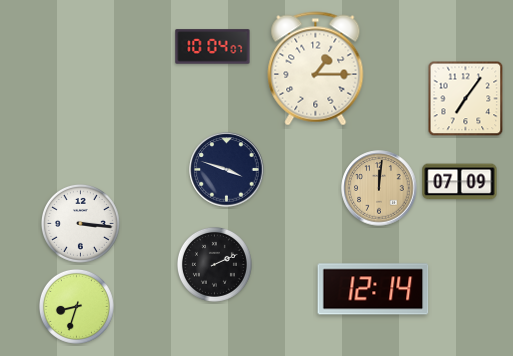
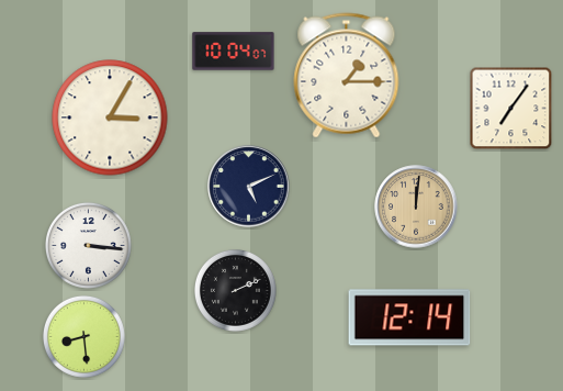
clock at (110, 118): none -> 3:05
clock at (227, 170): 3:48 -> 5:11
clock at (460, 182): 07:09 -> none
clock at (76, 306): 8:33 -> 8:29
